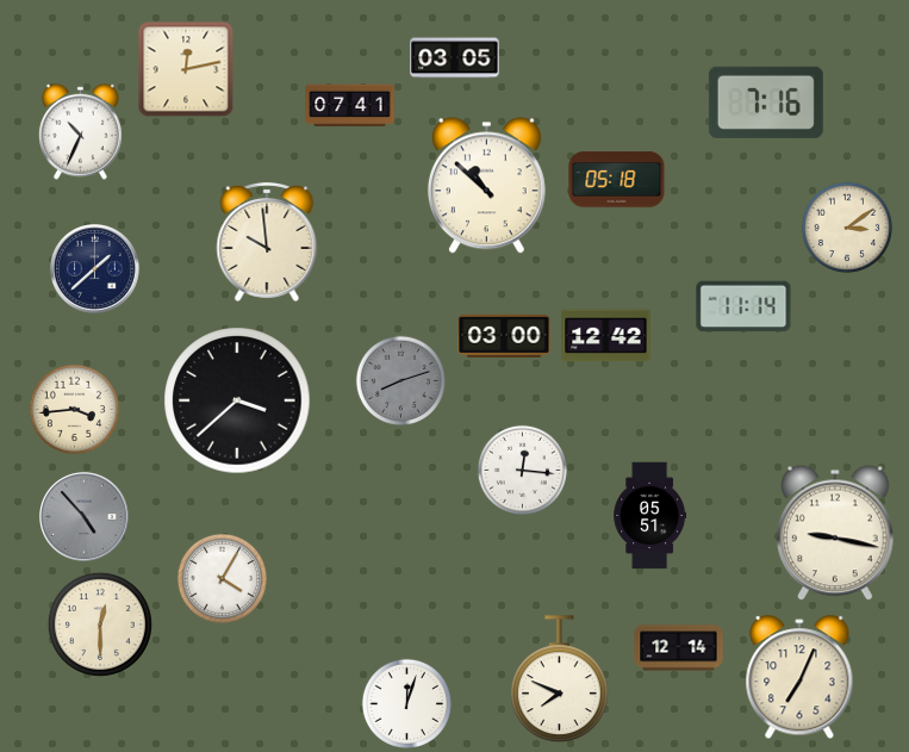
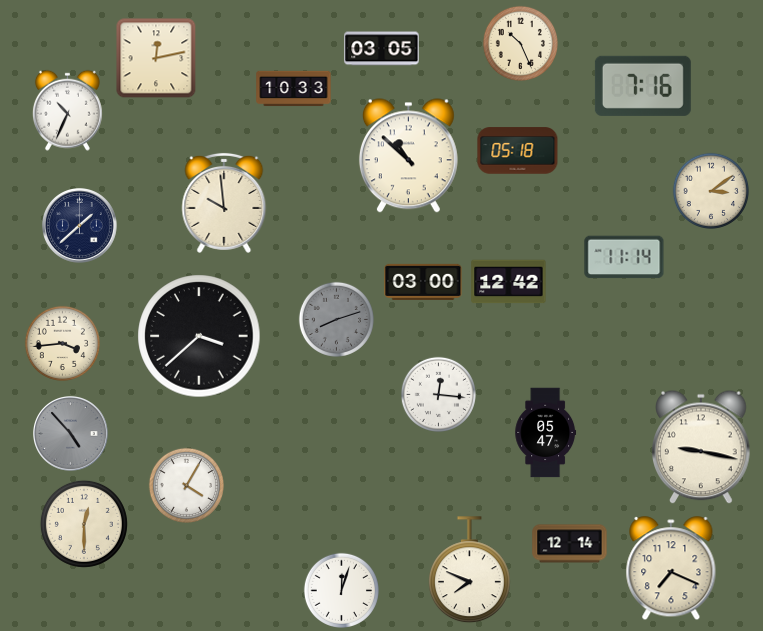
clock at (520, 43): none -> 10:26
clock at (350, 106): 07:41 -> 10:33
clock at (650, 516): 05:51 -> 05:47
clock at (799, 678): 7:04 -> 7:19
